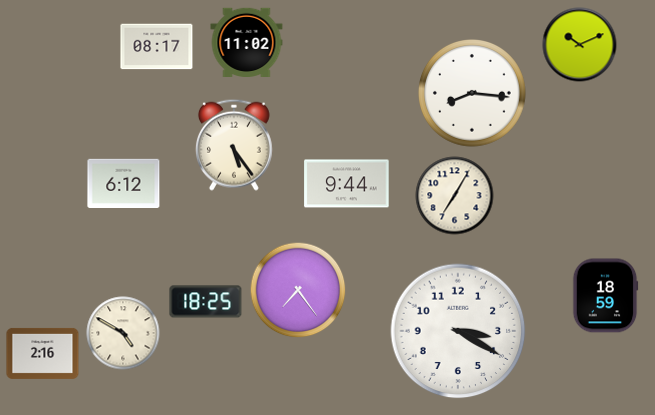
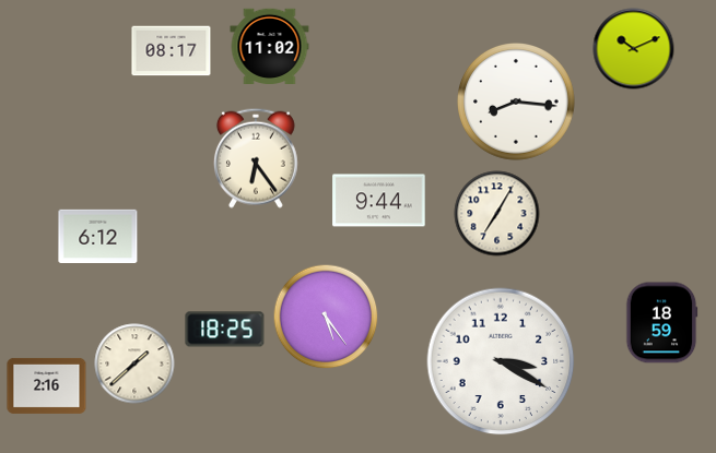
clock at (234, 145): 5:24 -> 6:24
clock at (124, 183) position: (124, 183) -> (98, 236)
clock at (298, 290): 7:24 -> 5:24
clock at (123, 333): 4:50 -> 1:38
